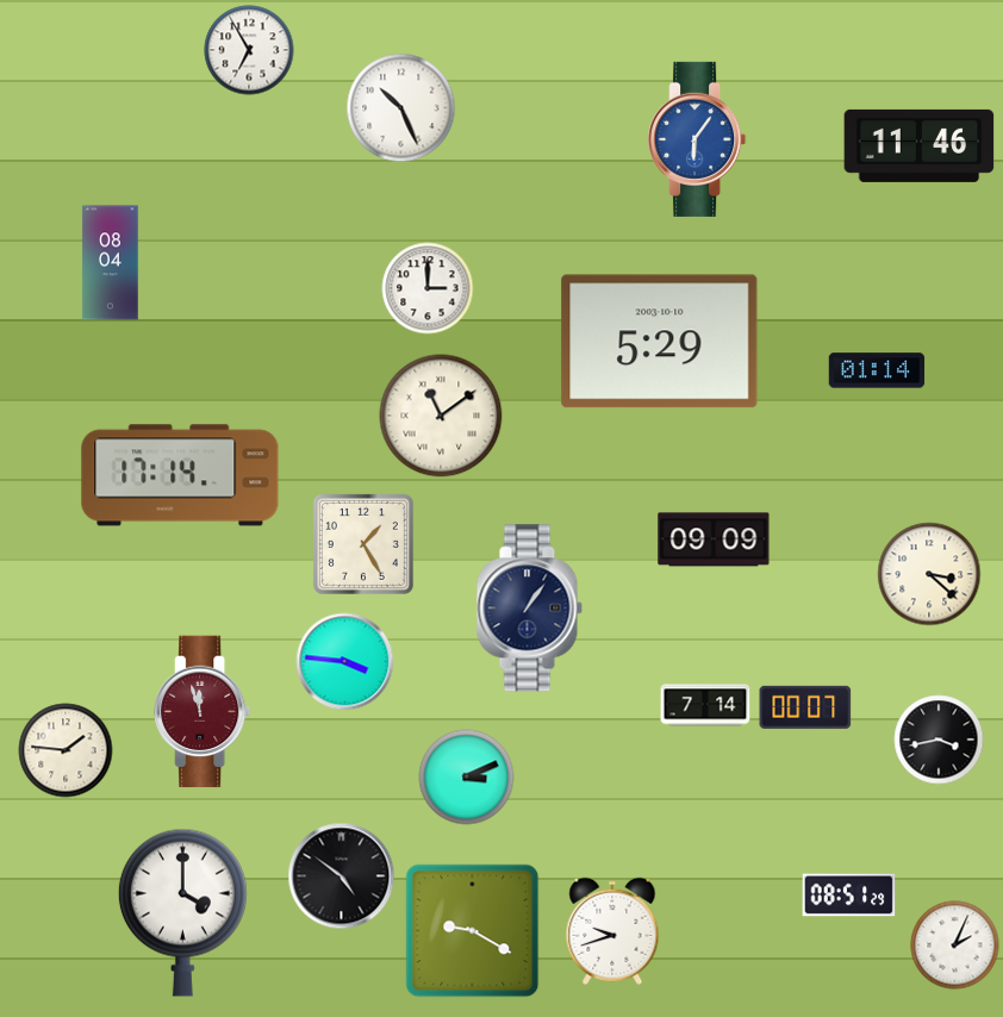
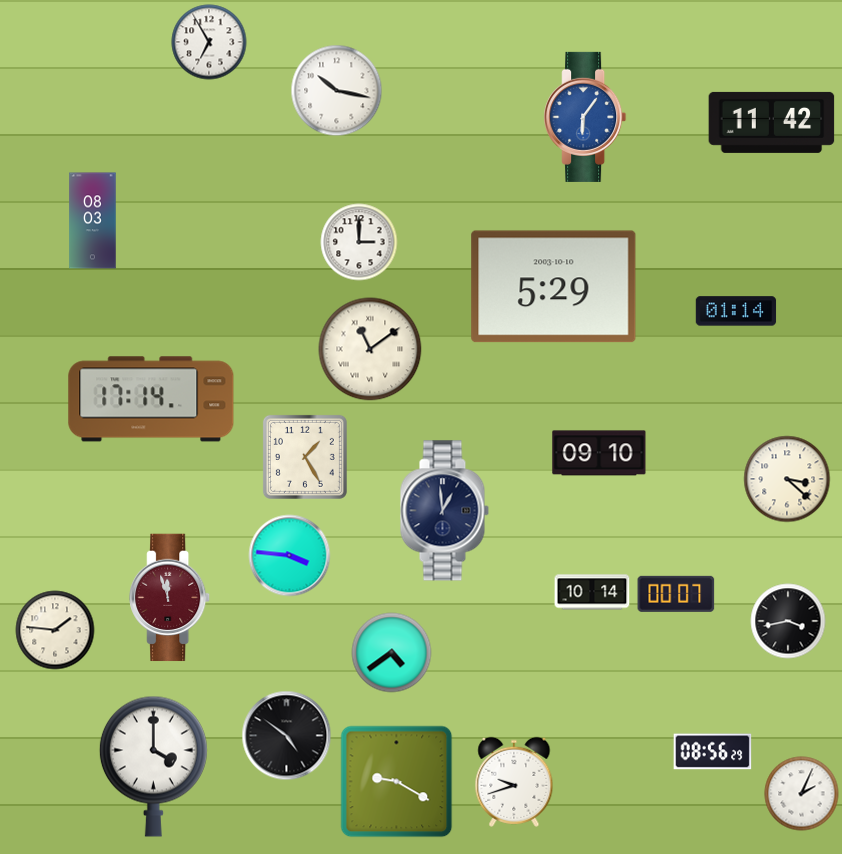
clock at (401, 108): 10:26 -> 10:17
clock at (920, 145): 11:46 -> 11:42
clock at (111, 263): 08:04 -> 08:03
clock at (714, 539): 09:09 -> 09:10
clock at (929, 574) position: (929, 574) -> (787, 479)
clock at (529, 609): 1:06 -> 12:59
clock at (705, 705): 7:14 -> 10:14
clock at (467, 778): 3:11 -> 4:39
clock at (849, 896): 08:51 -> 08:56
